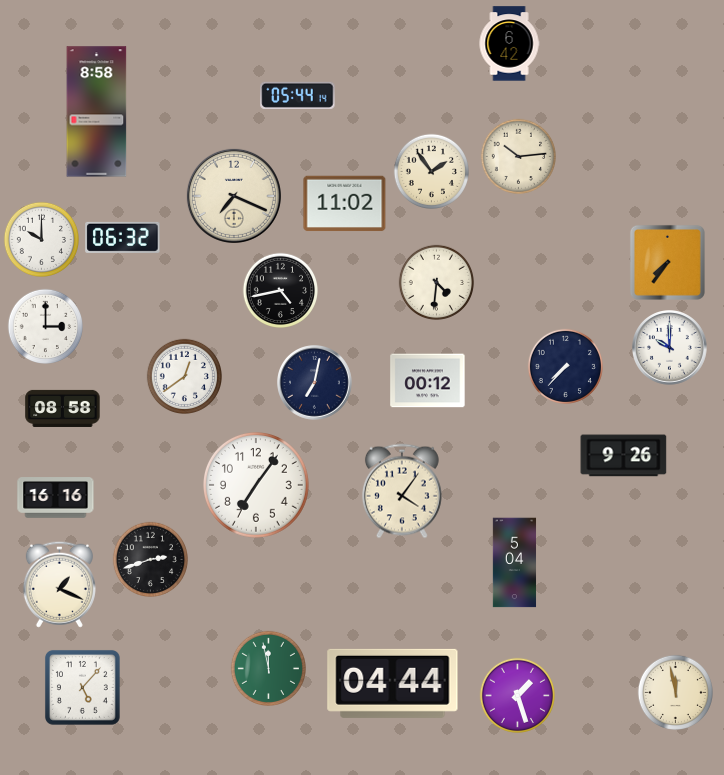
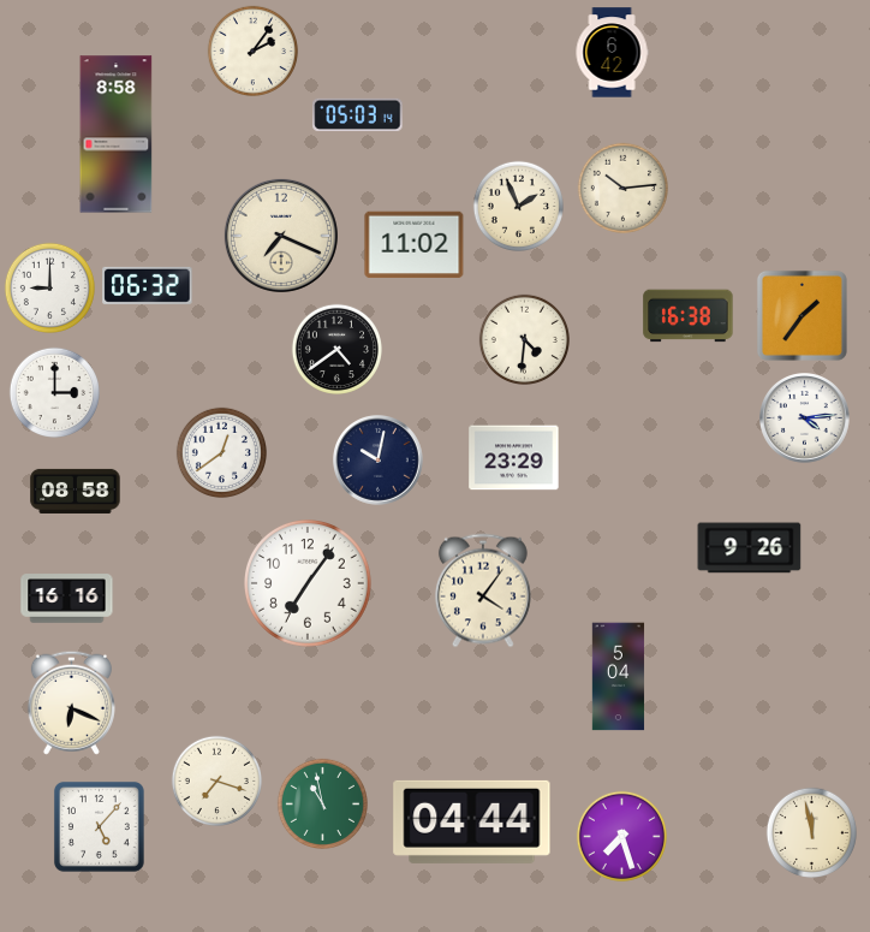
clock at (252, 51): none -> 2:06
clock at (298, 95): 05:44 -> 05:03
clock at (431, 171): 1:54 -> 1:56
clock at (41, 239): 10:00 -> 9:00
clock at (667, 262): 7:36 -> 1:36
clock at (689, 316): none -> 16:38
clock at (280, 290): 4:43 -> 4:39
clock at (670, 348): 10:00 -> 4:14
clock at (565, 366): 7:37 -> none
clock at (428, 381): 00:12 -> 23:29
clock at (315, 383): 7:02 -> 10:02
clock at (150, 559): 2:42 -> none
clock at (59, 584): 1:19 -> 6:19
clock at (216, 780): none -> 7:18
clock at (268, 668): 11:58 -> 10:58
clock at (517, 695): 1:27 -> 7:27
